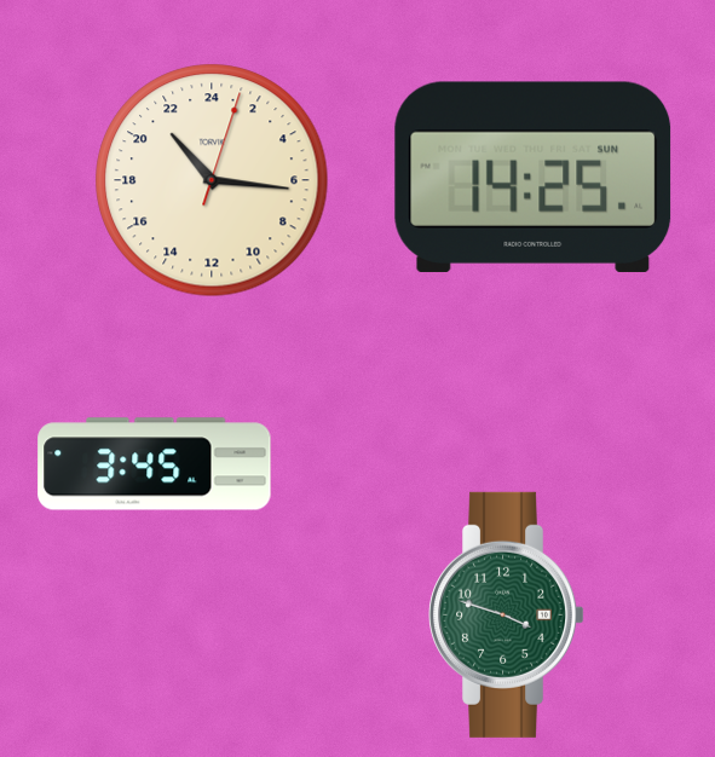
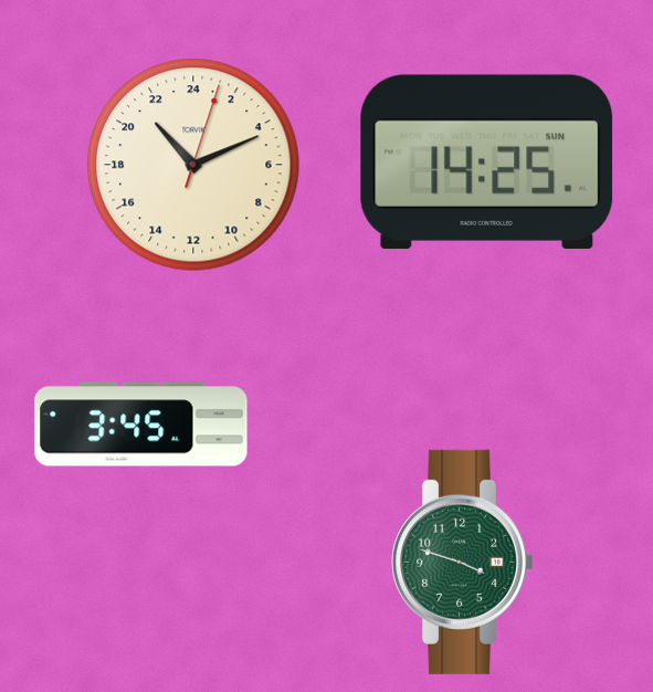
clock at (212, 180): 21:16 -> 21:11
